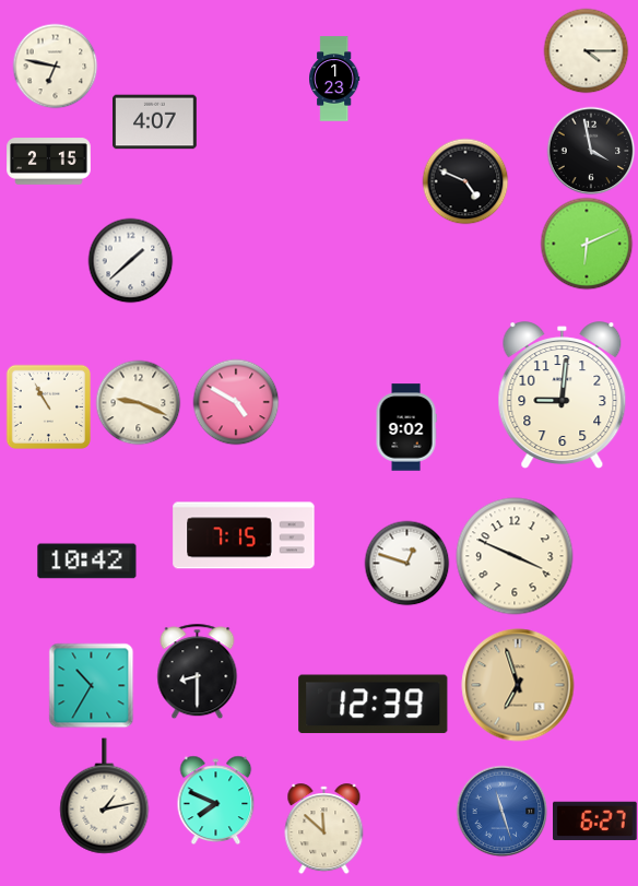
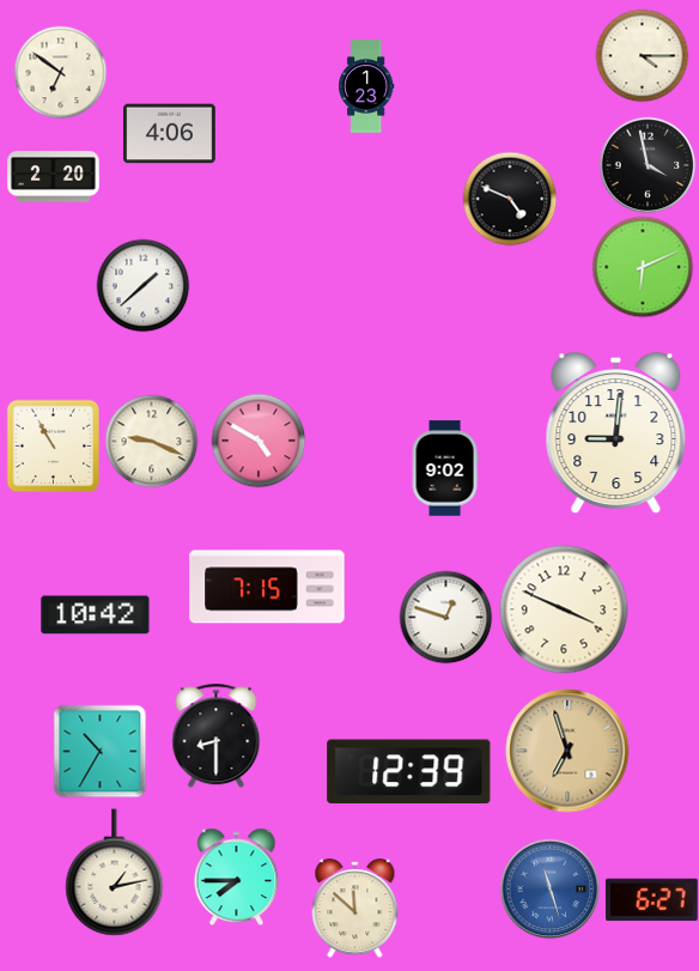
clock at (55, 66): 6:47 -> 6:51
clock at (155, 122): 4:07 -> 4:06
clock at (49, 162): 2:15 -> 2:20
clock at (216, 800): 7:49 -> 7:45
